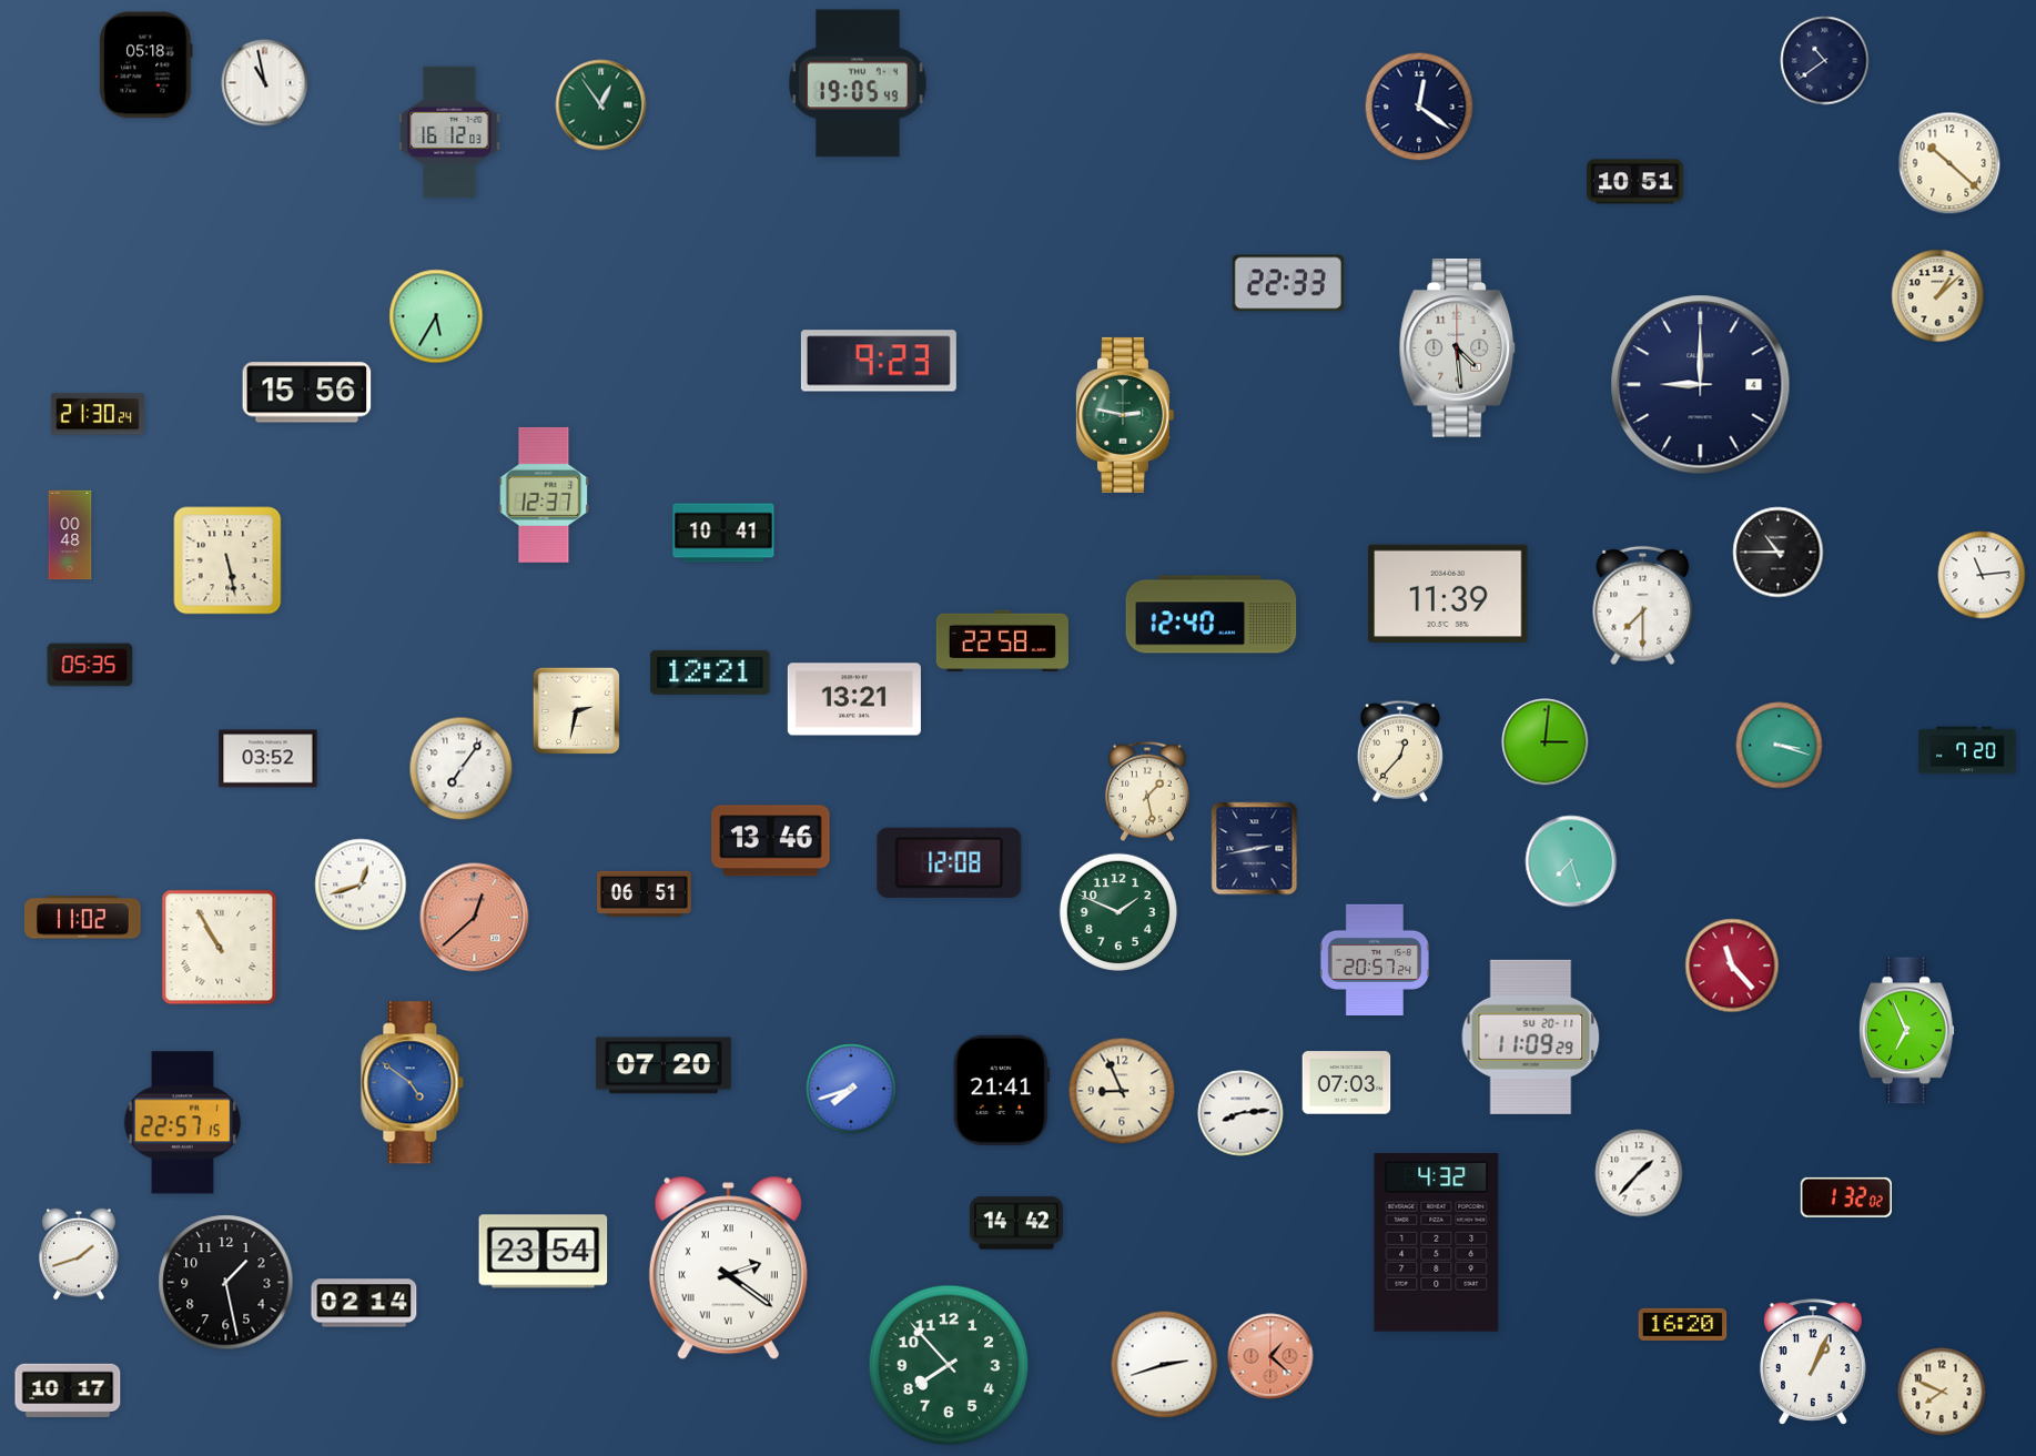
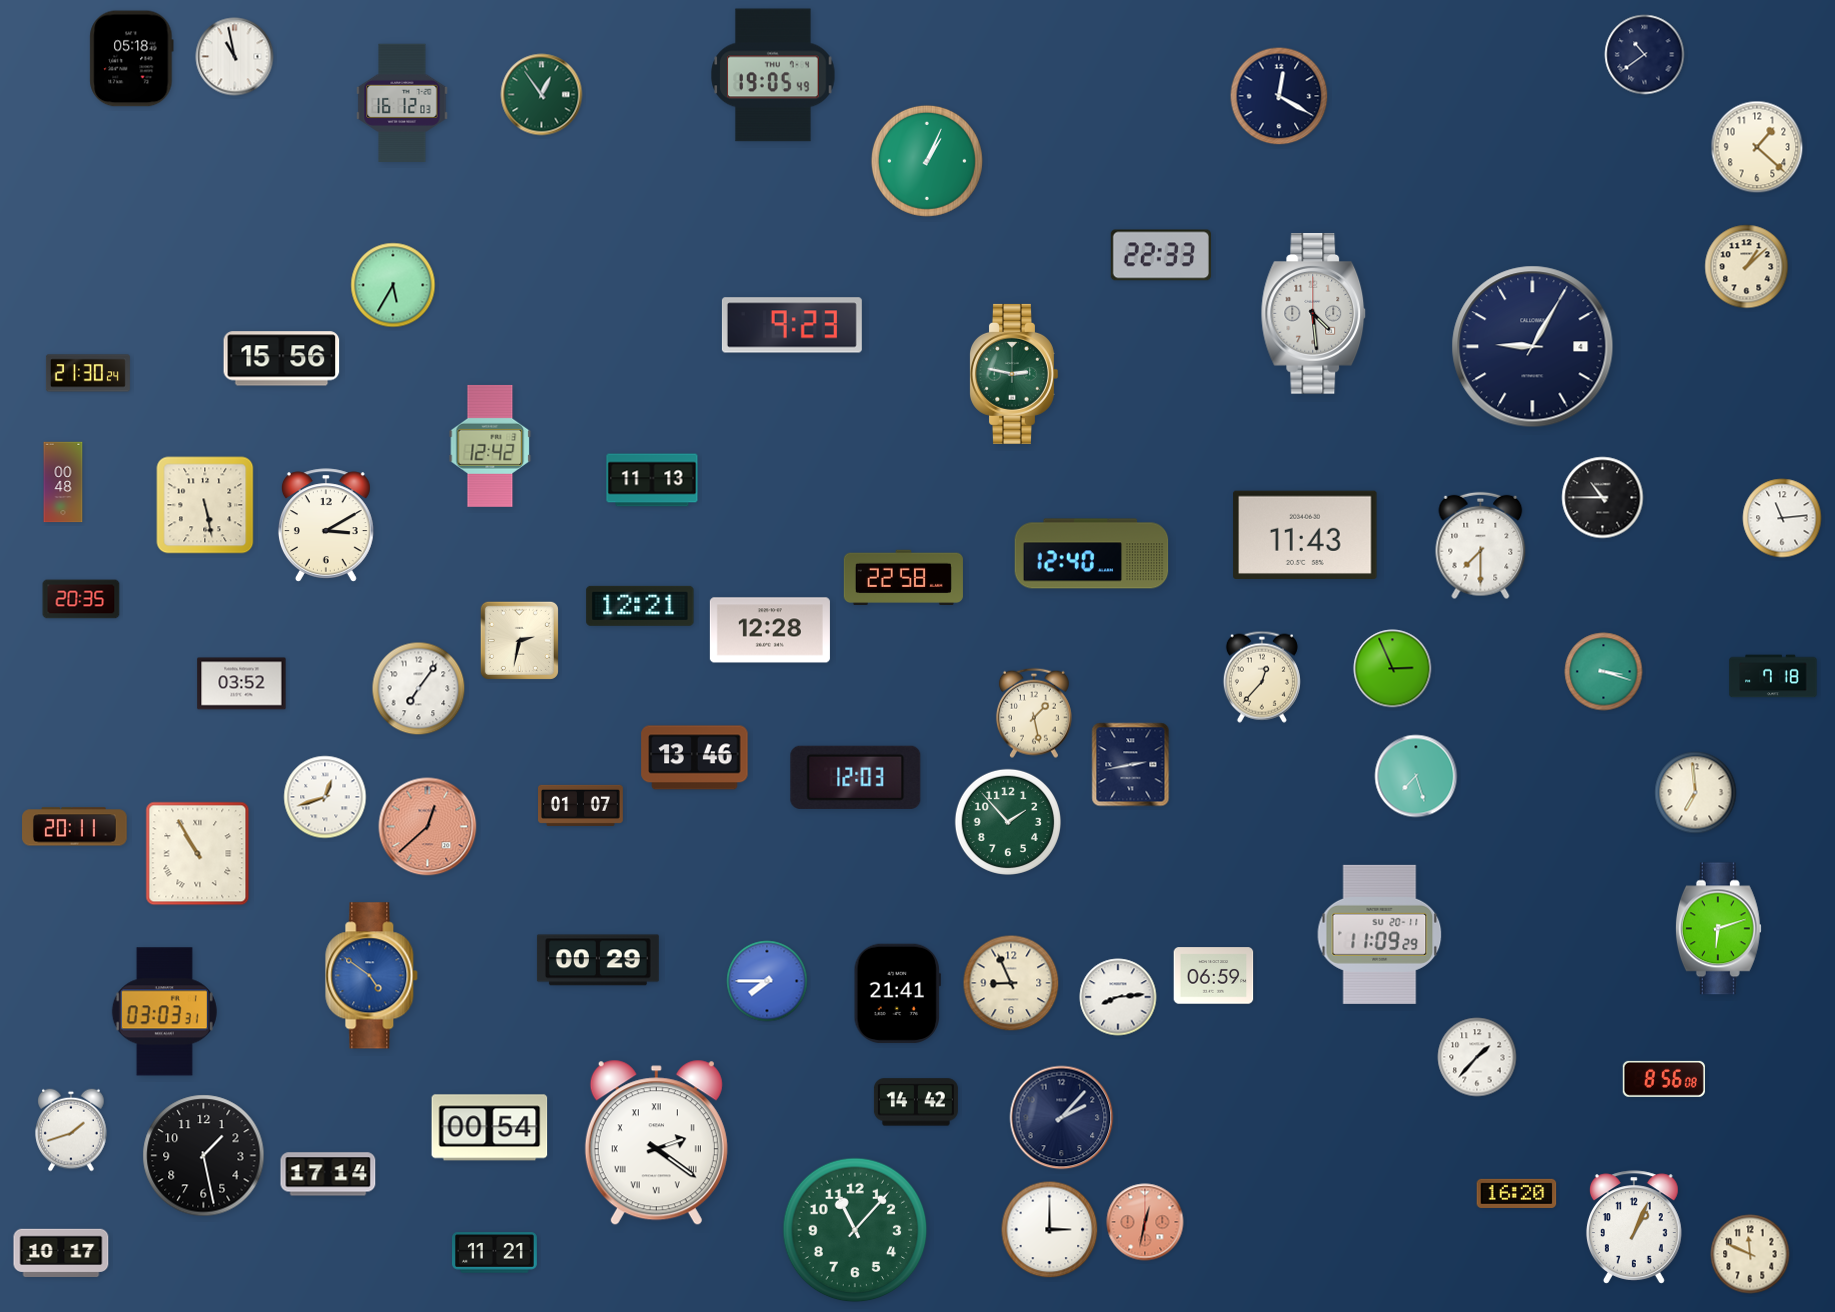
clock at (265, 83) position: (265, 83) -> (235, 57)
clock at (1419, 107): 12:21 -> 12:20
clock at (449, 131) position: (449, 131) -> (402, 102)
clock at (1949, 163): 10:22 -> 1:22
clock at (927, 161): none -> 1:04
clock at (1635, 182): 10:51 -> none
clock at (1701, 385): 9:00 -> 9:05
clock at (307, 393) position: (307, 393) -> (282, 359)
clock at (544, 495): 12:37 -> 12:42
clock at (723, 533): 10:41 -> 11:13
clock at (1982, 575) position: (1982, 575) -> (1782, 518)
clock at (326, 525): none -> 3:10
clock at (1448, 593): 11:39 -> 11:43
clock at (90, 665): 05:35 -> 20:35
clock at (854, 699): 13:21 -> 12:28
clock at (1546, 742): 3:01 -> 2:56
clock at (1967, 750): 7:20 -> 7:18
clock at (462, 769) position: (462, 769) -> (419, 689)
clock at (950, 862): 12:08 -> 12:03
clock at (1696, 793): none -> 6:59
clock at (645, 893): 06:51 -> 01:07
clock at (1118, 912): 1:49 -> 1:53
clock at (83, 918): 11:02 -> 20:11
clock at (1374, 959): 20:57 -> none
clock at (1732, 965): 11:23 -> none
clock at (1906, 1031): 6:56 -> 6:12
clock at (664, 1065): 07:20 -> 00:29
clock at (1347, 1083): 07:03 -> 06:59
clock at (851, 1089): 7:42 -> 7:45
clock at (1001, 1091) position: (1001, 1091) -> (897, 994)
clock at (1240, 1113) position: (1240, 1113) -> (1118, 997)
clock at (182, 1123): 22:57 -> 03:03
clock at (1846, 1197): 1:32 -> 8:56
clock at (1062, 1118): none -> 2:07
clock at (1437, 1243): 4:32 -> none
clock at (544, 1252): 23:54 -> 00:54
clock at (364, 1303): 02:14 -> 17:14
clock at (1270, 1356): 1:22 -> 12:32
clock at (949, 1365): 7:53 -> 11:07
clock at (1165, 1365): 2:42 -> 3:00
clock at (495, 1253): none -> 11:21
clock at (1942, 1392): 7:49 -> 11:49
